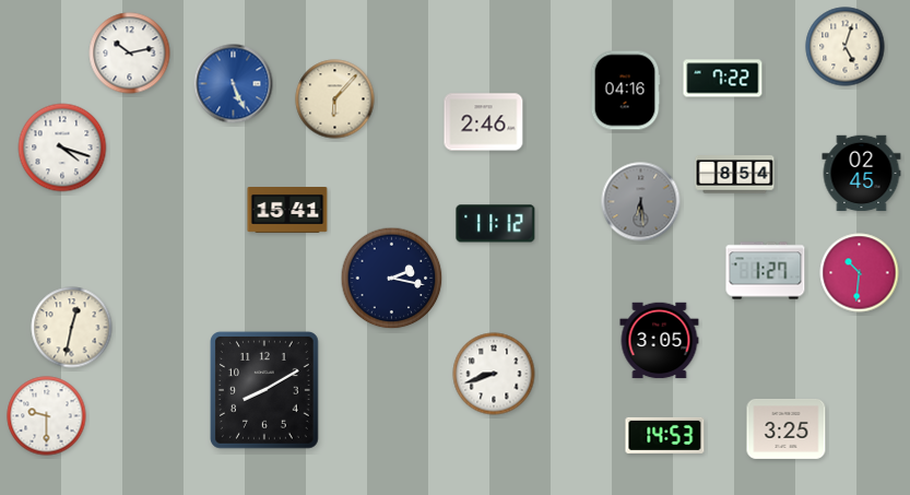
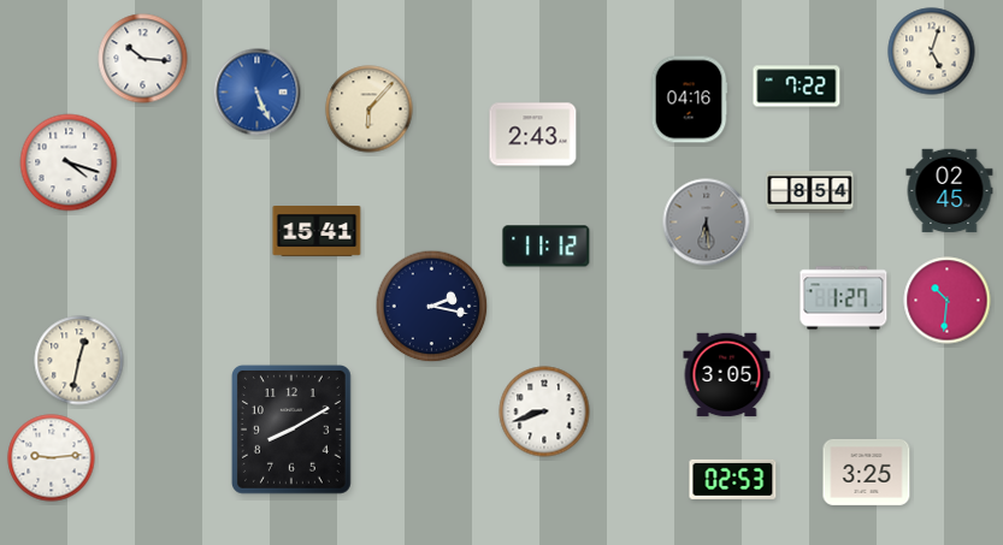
clock at (130, 54): 10:13 -> 10:16
clock at (484, 122): 2:46 -> 2:43
clock at (47, 416): 9:30 -> 9:14
clock at (665, 435): 14:53 -> 02:53
